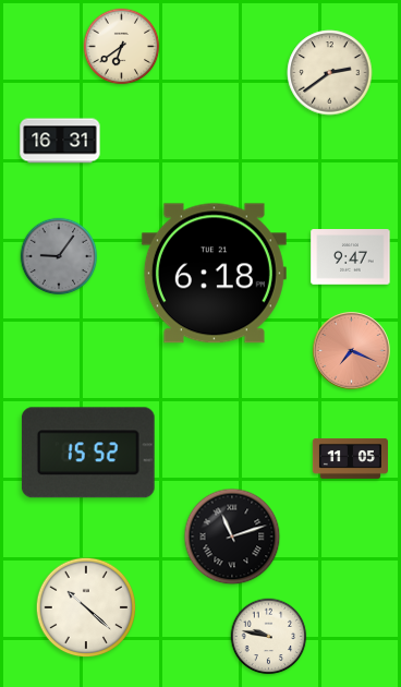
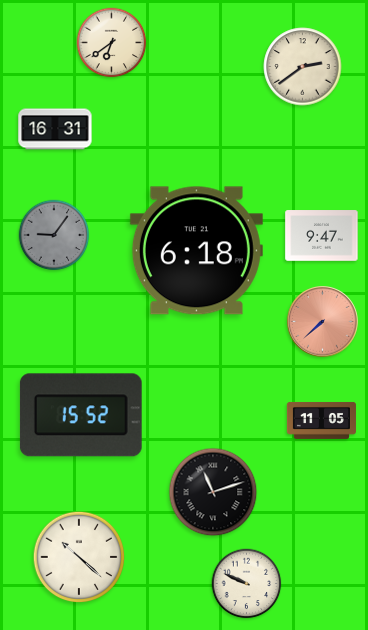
clock at (352, 351): 7:19 -> 7:38
clock at (269, 637): 9:47 -> 9:49
